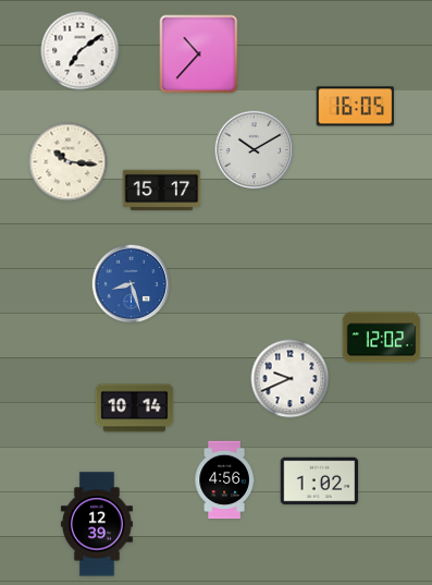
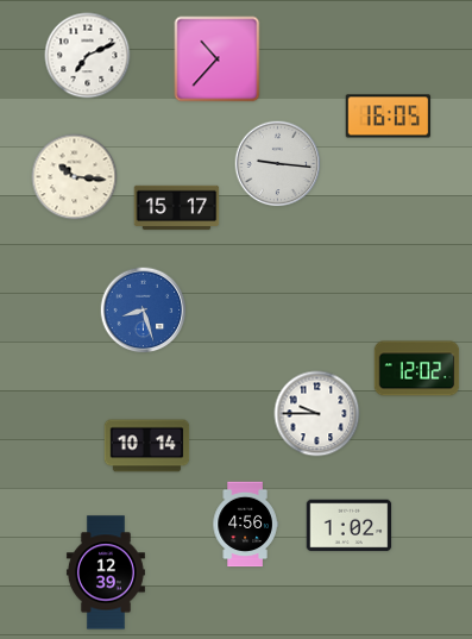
clock at (81, 51): 7:09 -> 7:11
clock at (255, 150): 10:10 -> 9:16
clock at (291, 379): 9:41 -> 9:45
